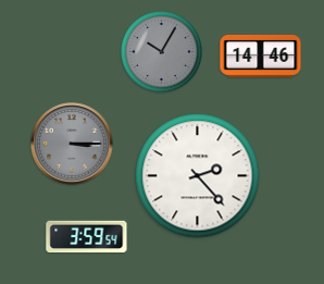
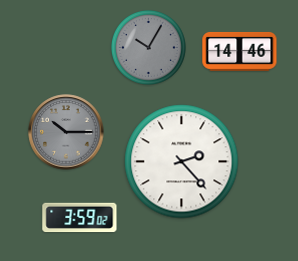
clock at (72, 144): 3:15 -> 10:15
clock at (87, 237): 3:59:54 -> 3:59:02
